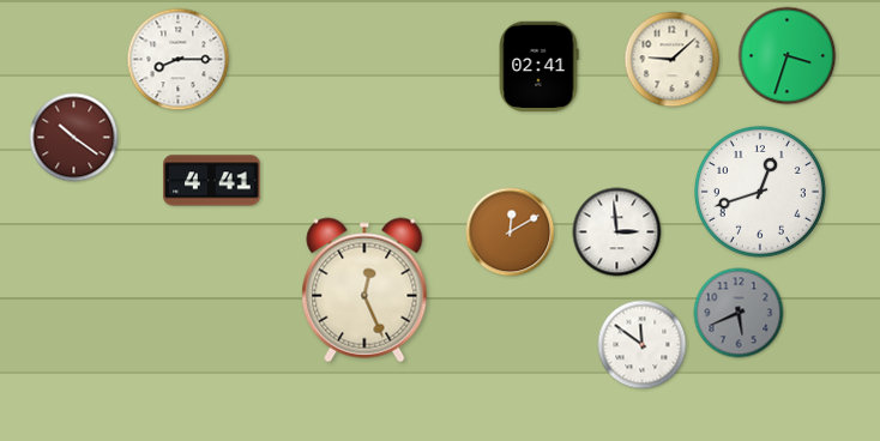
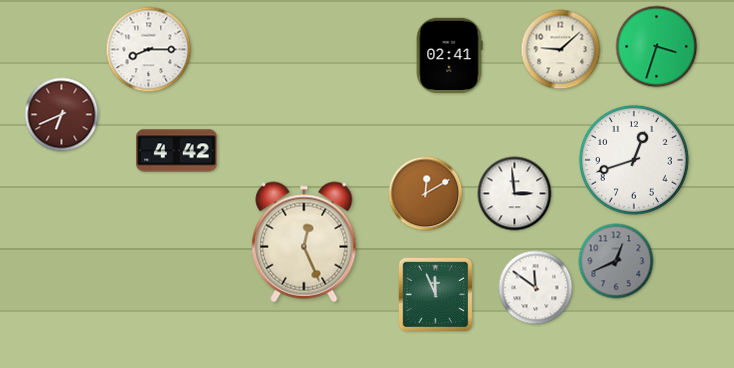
clock at (74, 138): 10:21 -> 6:41
clock at (212, 181): 4:41 -> 4:42
clock at (739, 313): 5:41 -> 12:41
clock at (436, 295): none -> 11:56
